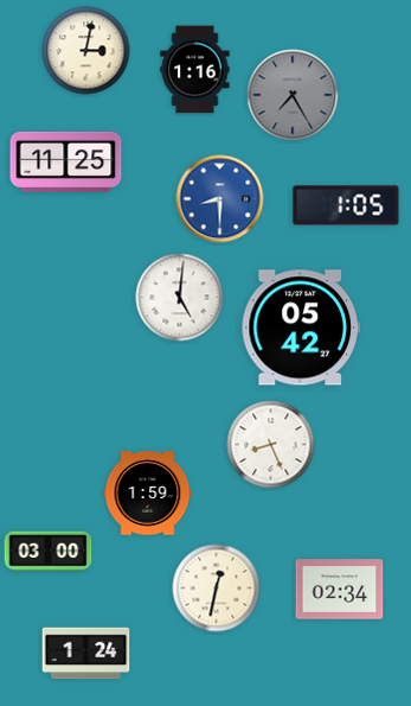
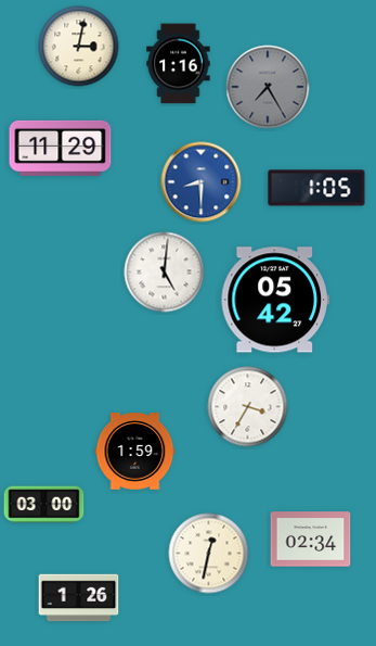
clock at (66, 161): 11:25 -> 11:29
clock at (271, 445): 8:26 -> 3:35
clock at (217, 589) position: (217, 589) -> (209, 554)
clock at (86, 654): 1:24 -> 1:26
